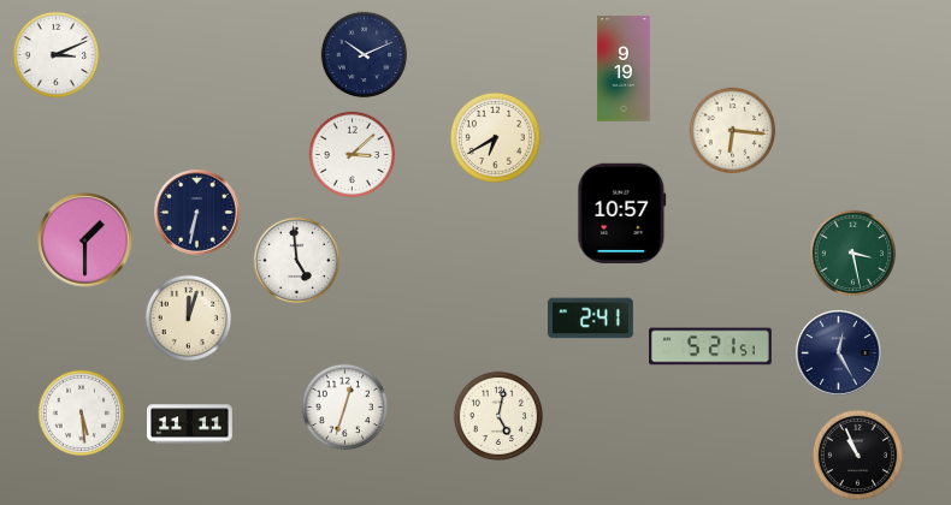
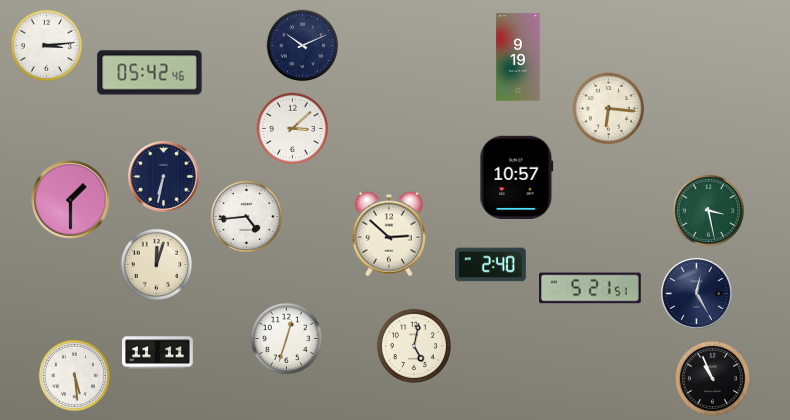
clock at (57, 55): 3:11 -> 3:14
clock at (150, 73): none -> 05:42
clock at (495, 137): 6:40 -> none
clock at (297, 261): 4:59 -> 4:44
clock at (389, 234): none -> 2:52
clock at (591, 319): 2:41 -> 2:40
clock at (82, 414) position: (82, 414) -> (75, 376)
